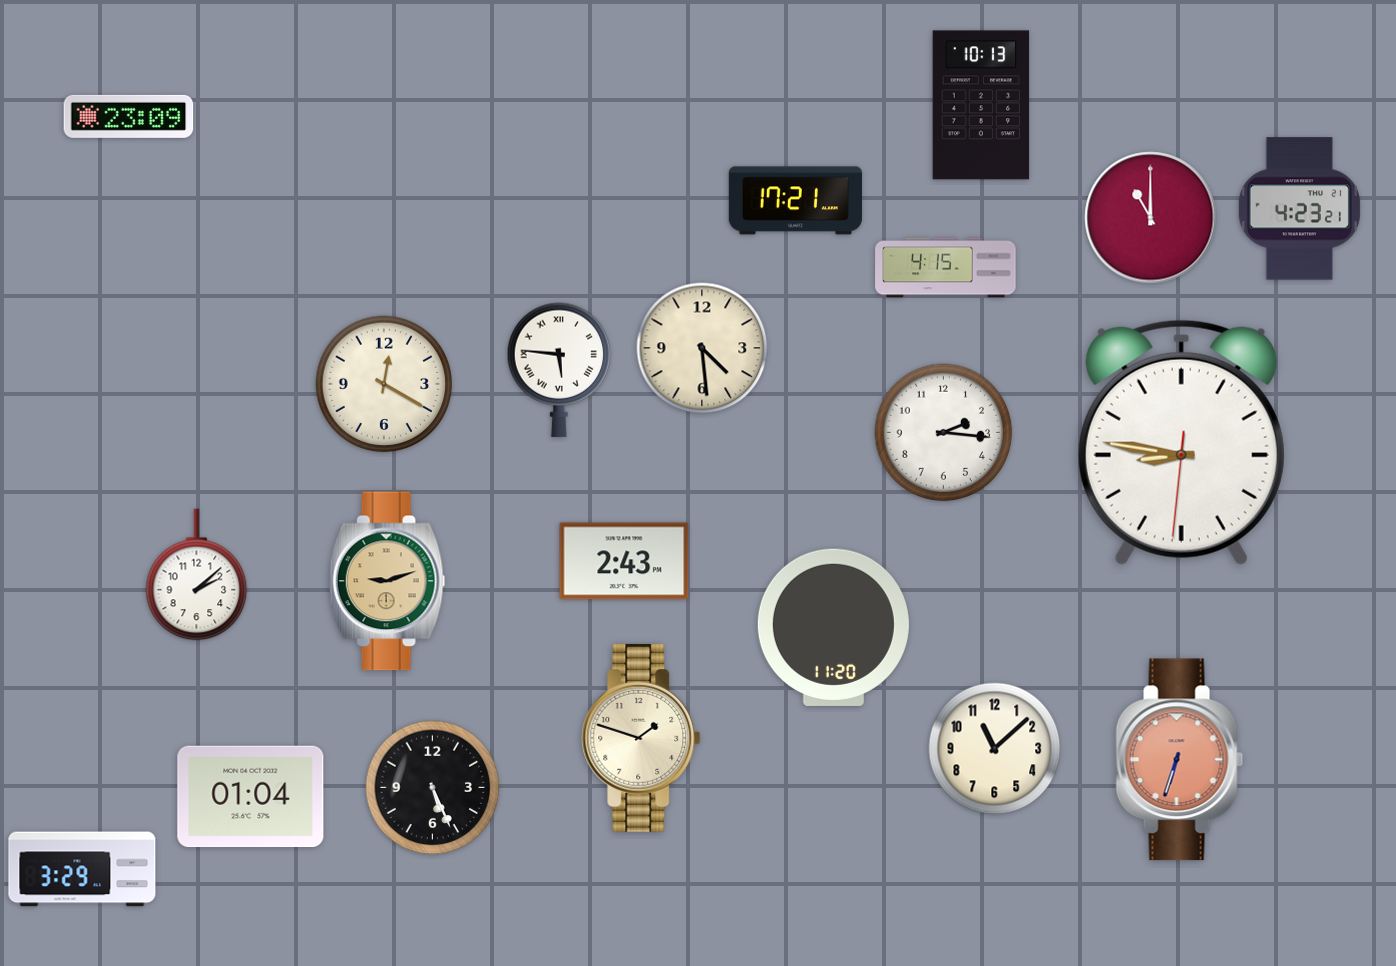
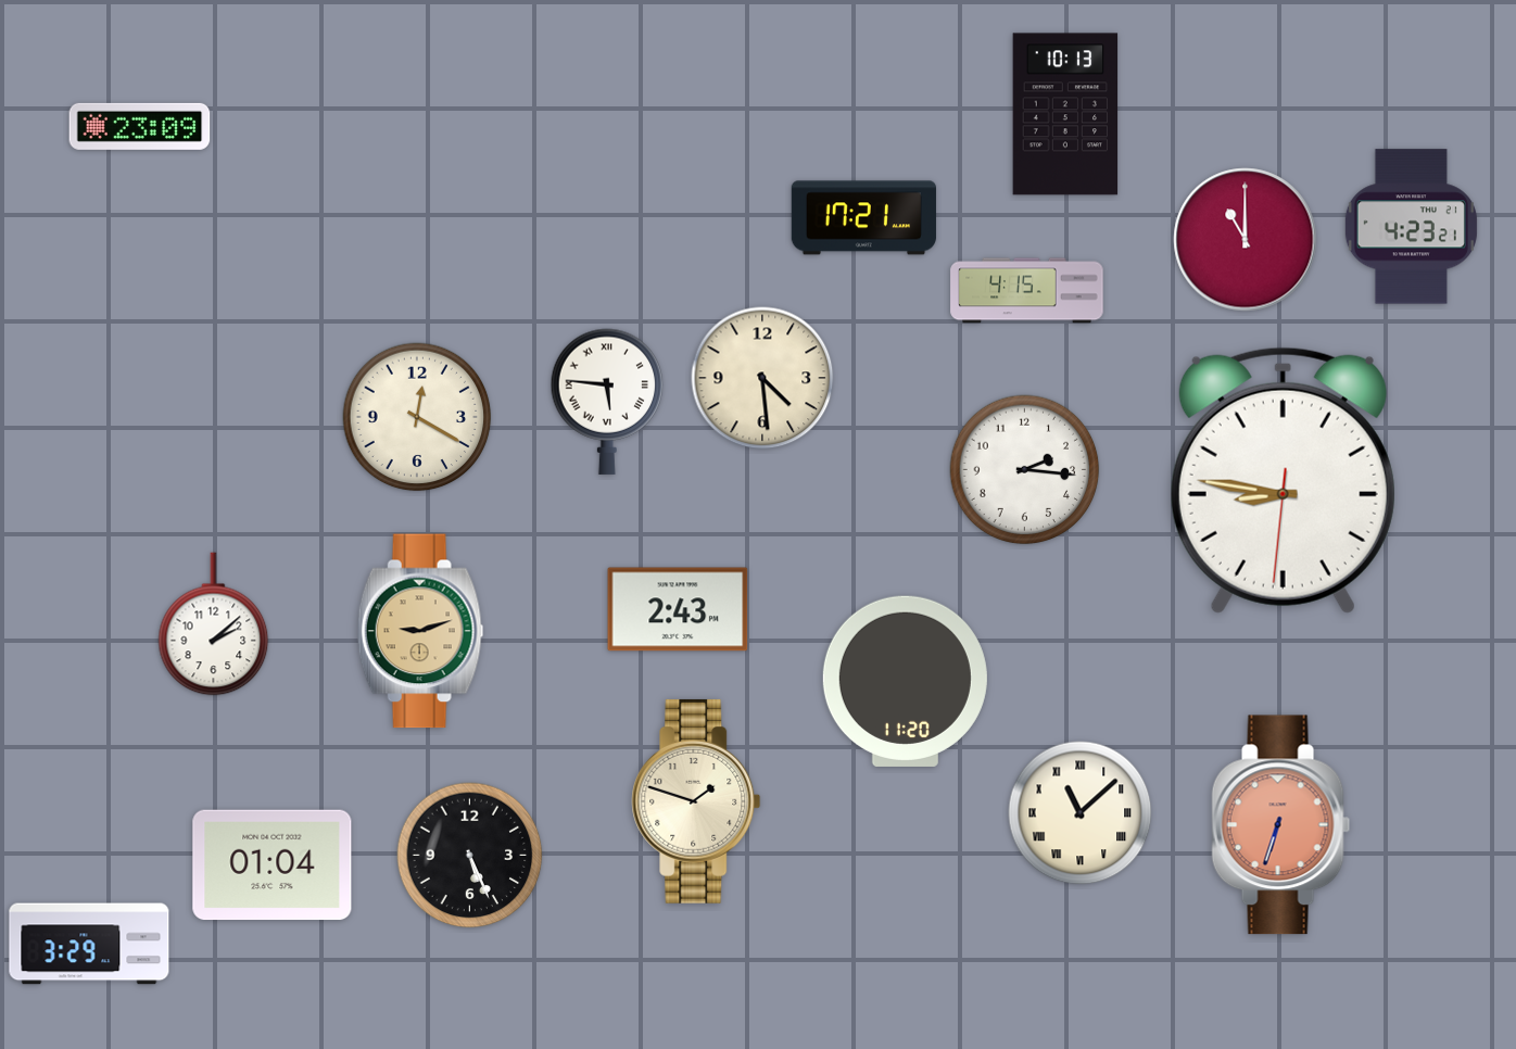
clock at (1151, 218) position: (1151, 218) -> (1246, 240)
clock at (995, 749) numerals: Arabic -> Roman
